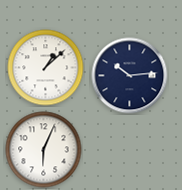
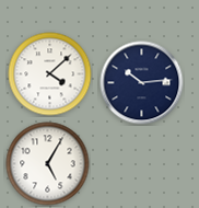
clock at (46, 68): 1:08 -> 4:08
clock at (44, 150): 6:04 -> 5:05
